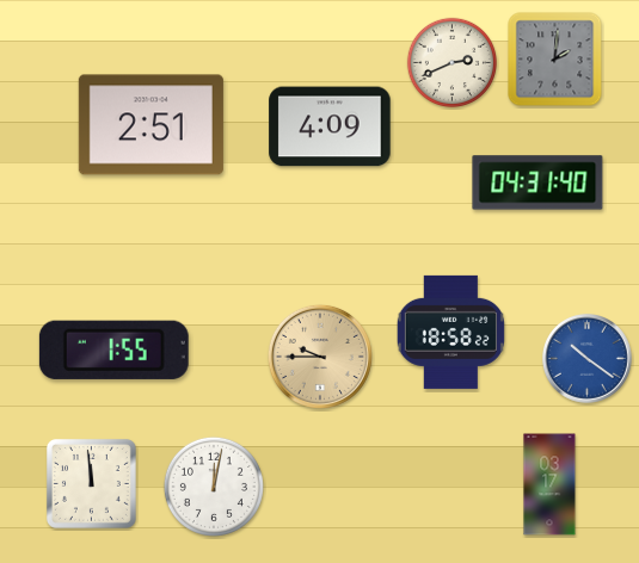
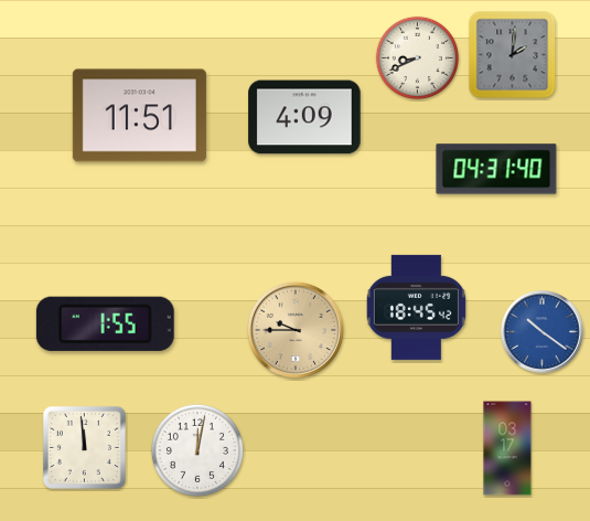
clock at (451, 62): 2:41 -> 8:41
clock at (150, 125): 2:51 -> 11:51
clock at (450, 332): 18:58 -> 18:45
